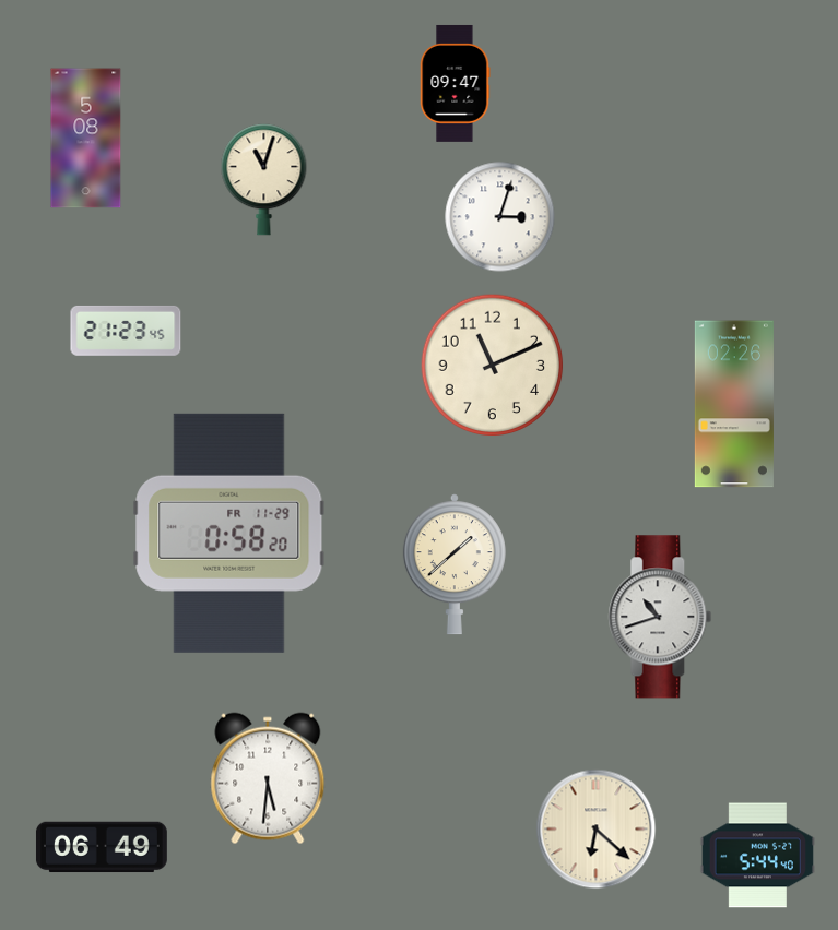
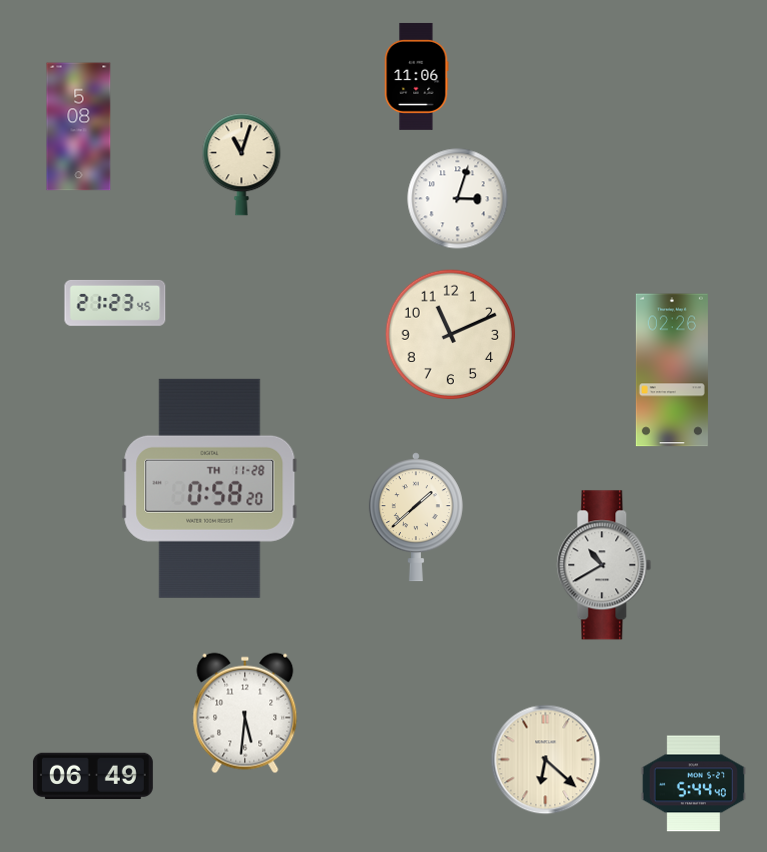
clock at (455, 83): 09:47 -> 11:06
clock at (229, 533) date: FR 11-29 -> TH 11-28
clock at (660, 617): 10:42 -> 10:40
